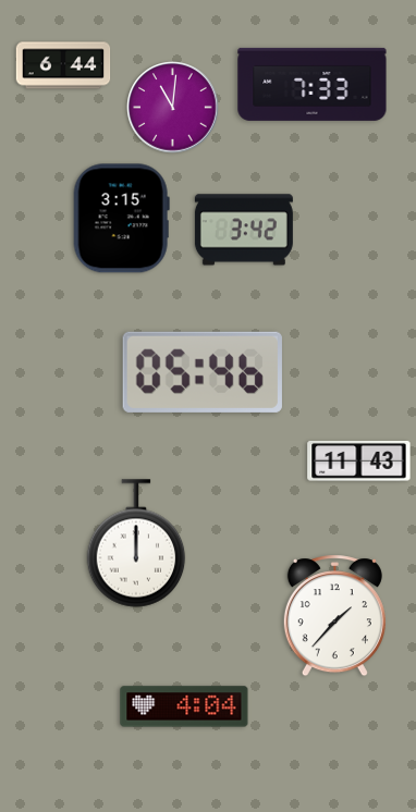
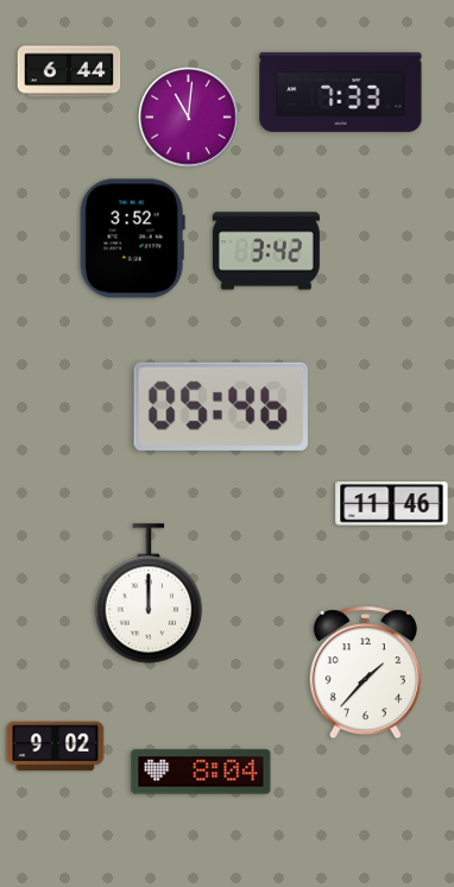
clock at (121, 219): 3:15 -> 3:52
clock at (359, 460): 11:43 -> 11:46
clock at (56, 747): none -> 9:02
clock at (184, 706): 4:04 -> 8:04
